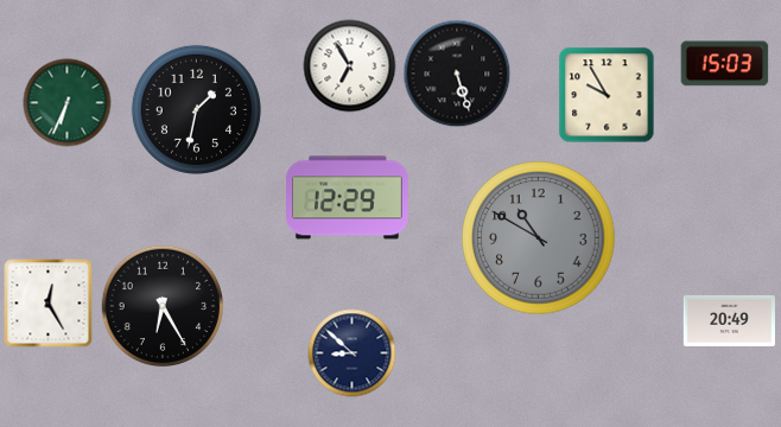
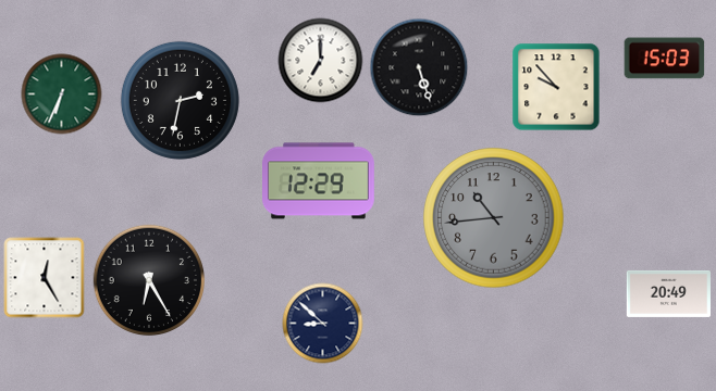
clock at (350, 66): 6:55 -> 7:00
clock at (607, 95): 9:55 -> 9:53
clock at (196, 109): 1:32 -> 2:32
clock at (539, 238): 10:50 -> 10:44
